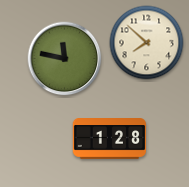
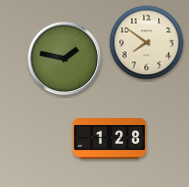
clock at (147, 43): 7:52 -> 7:51
clock at (65, 59): 11:47 -> 1:47
